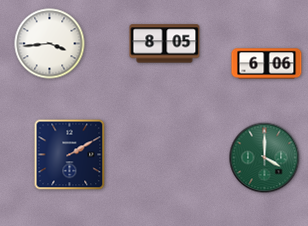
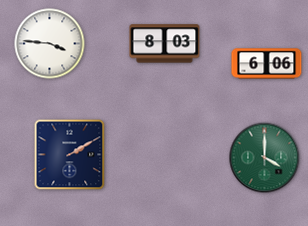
clock at (50, 44): 3:44 -> 3:46
clock at (165, 44): 8:05 -> 8:03
